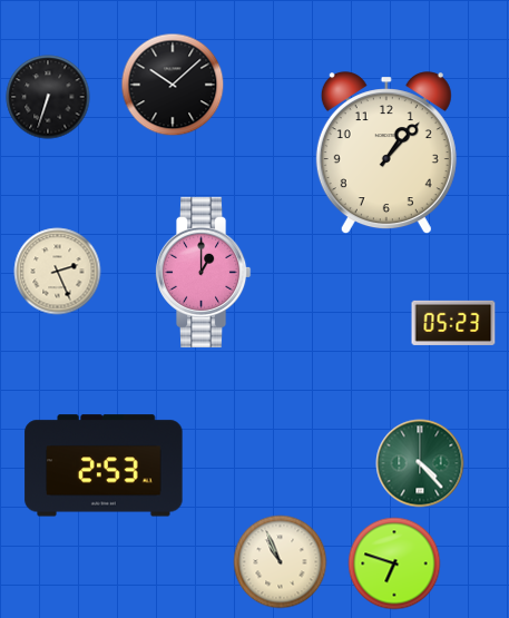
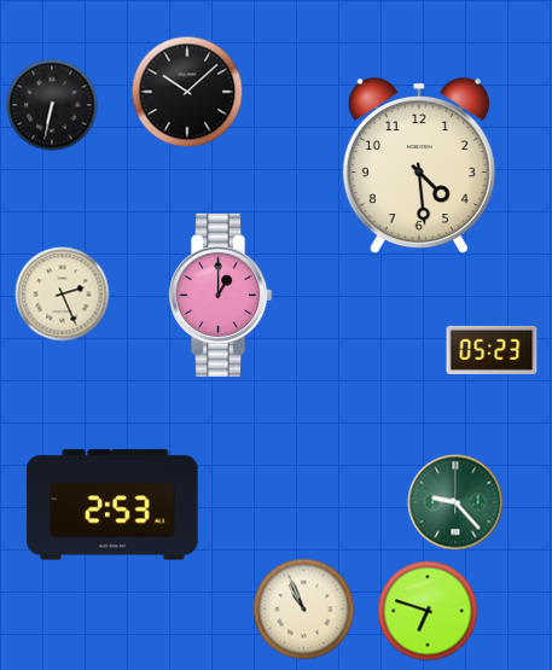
clock at (48, 97): 6:33 -> 6:32
clock at (386, 154): 1:07 -> 4:29
clock at (420, 463): 4:23 -> 9:23
